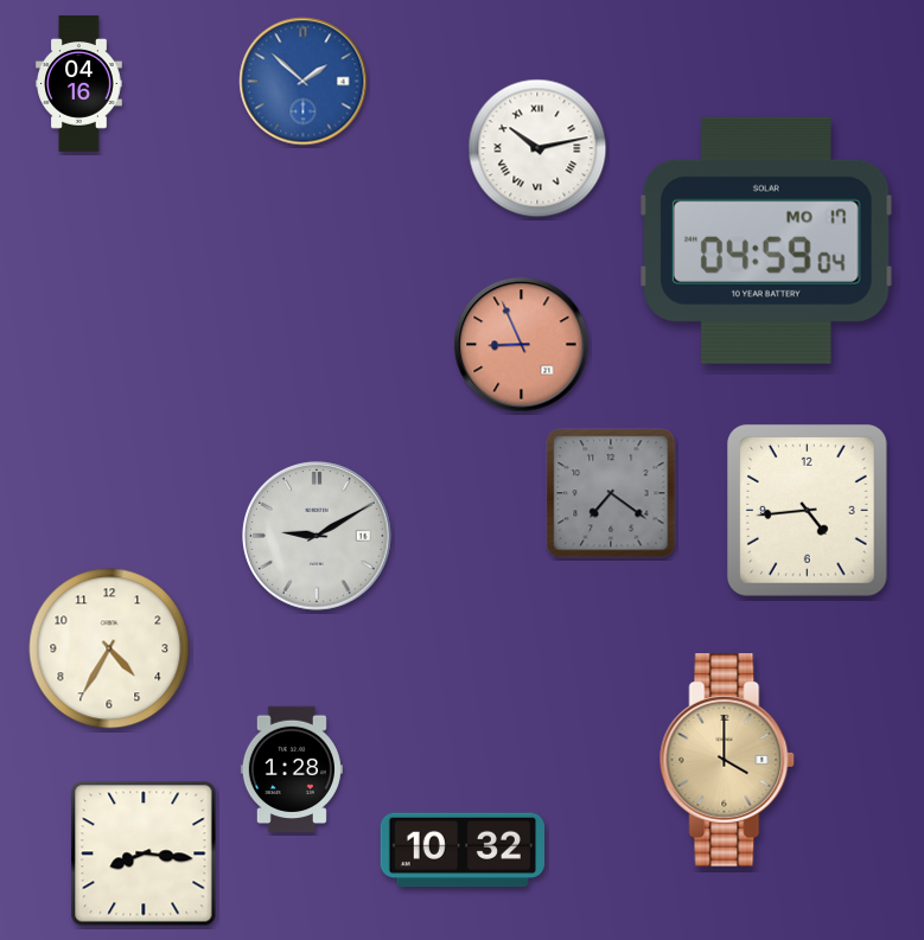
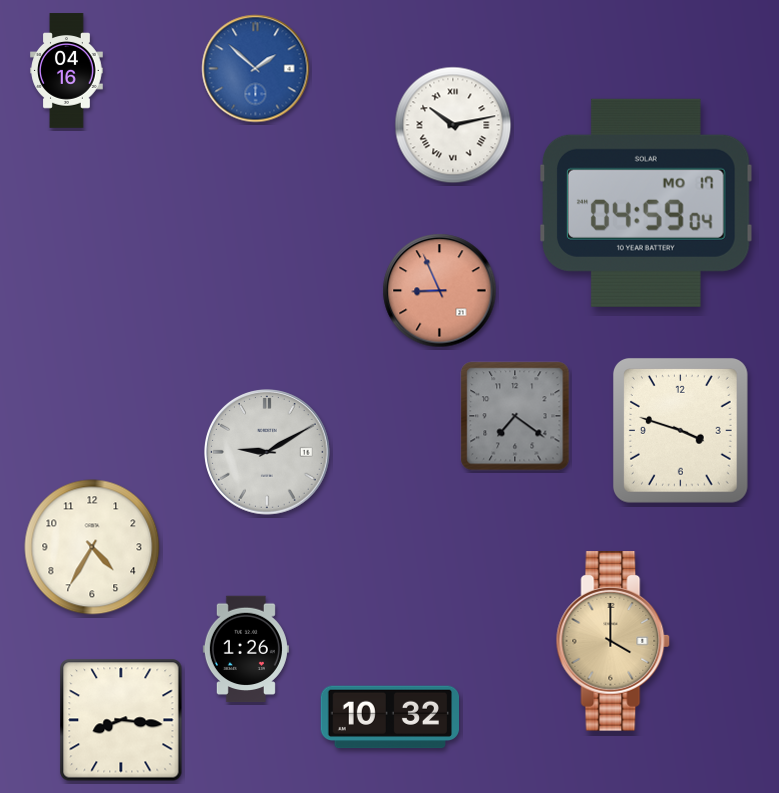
clock at (808, 511): 4:44 -> 3:48
clock at (292, 769): 1:28 -> 1:26
